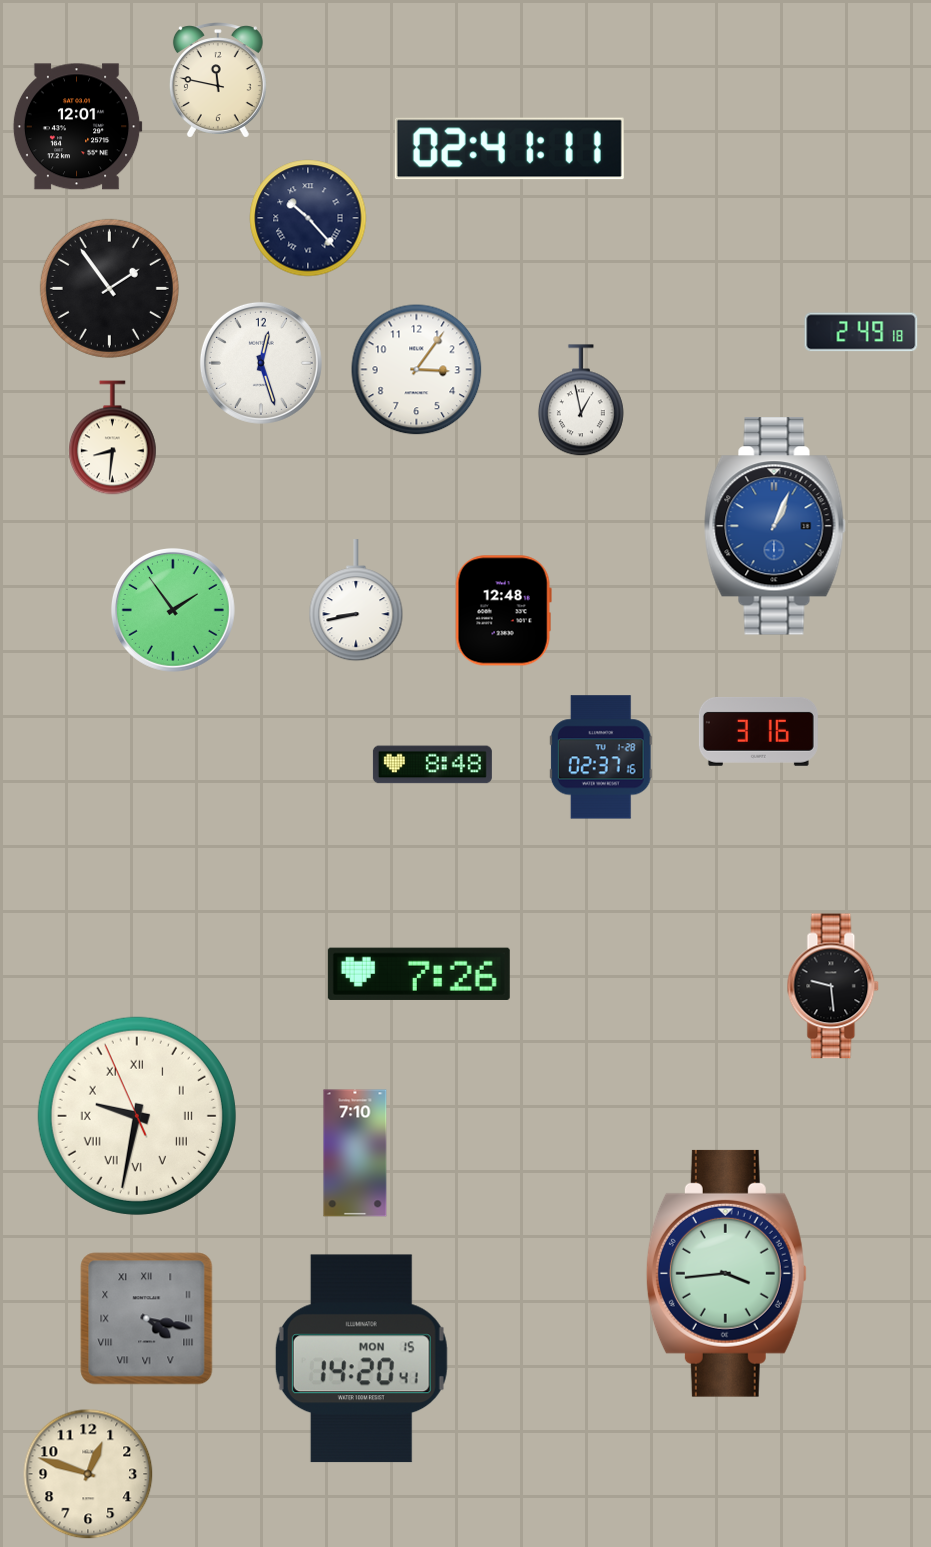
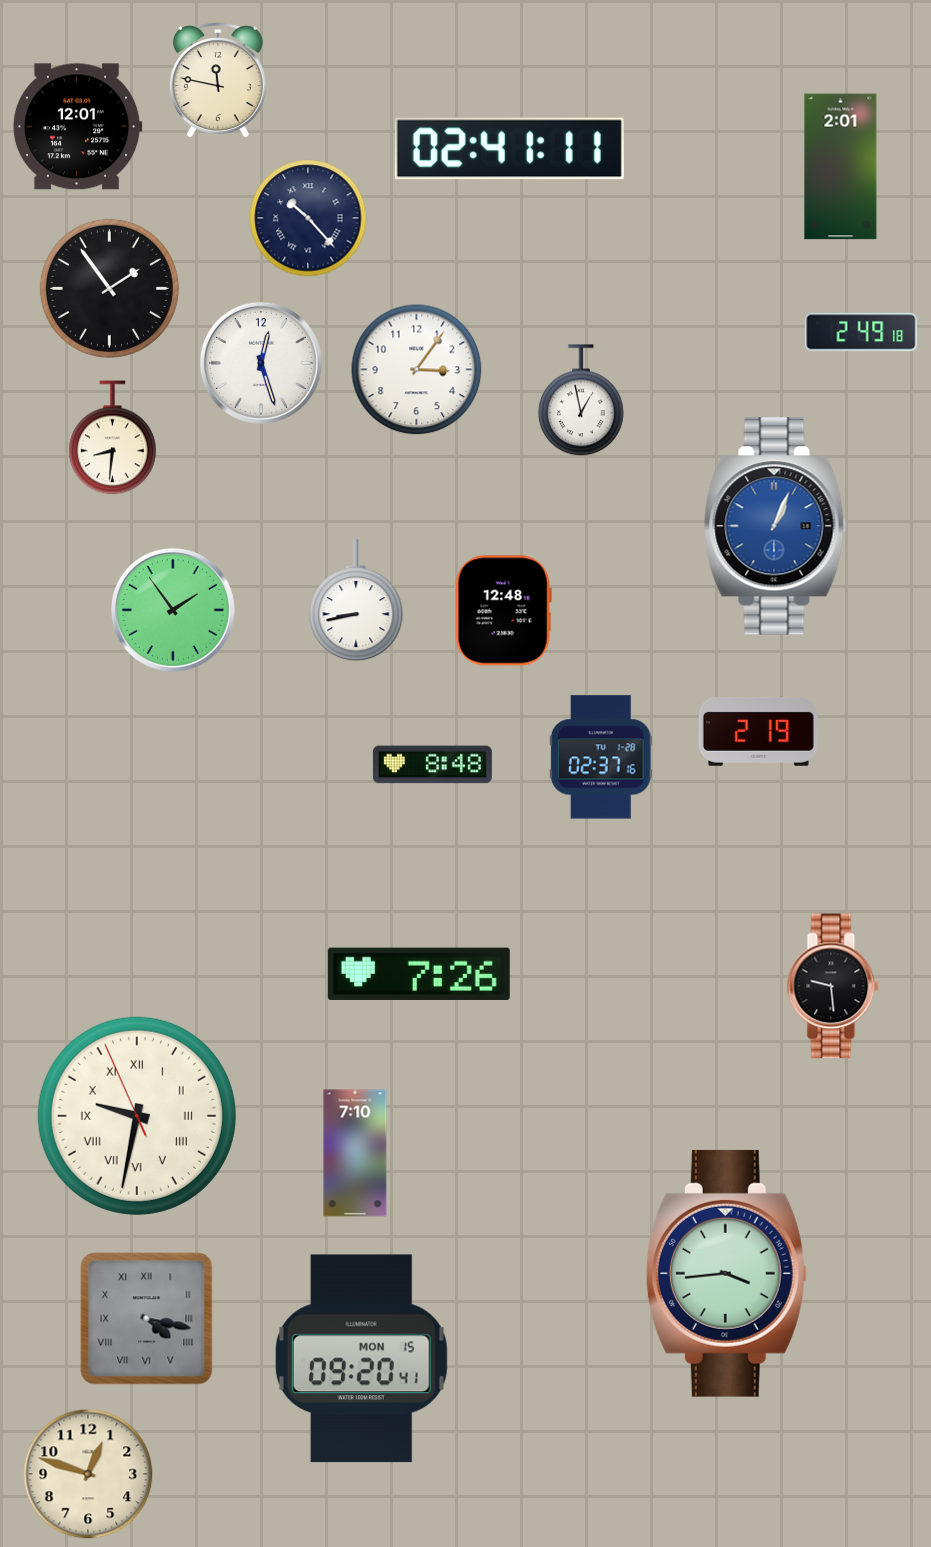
clock at (841, 167): none -> 2:01
clock at (758, 731): 3:16 -> 2:19
clock at (361, 1359): 14:20 -> 09:20
